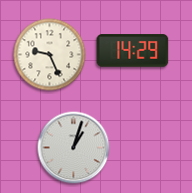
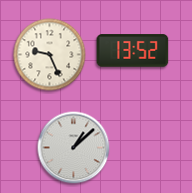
clock at (133, 51): 14:29 -> 13:52
clock at (74, 148): 1:03 -> 1:08
